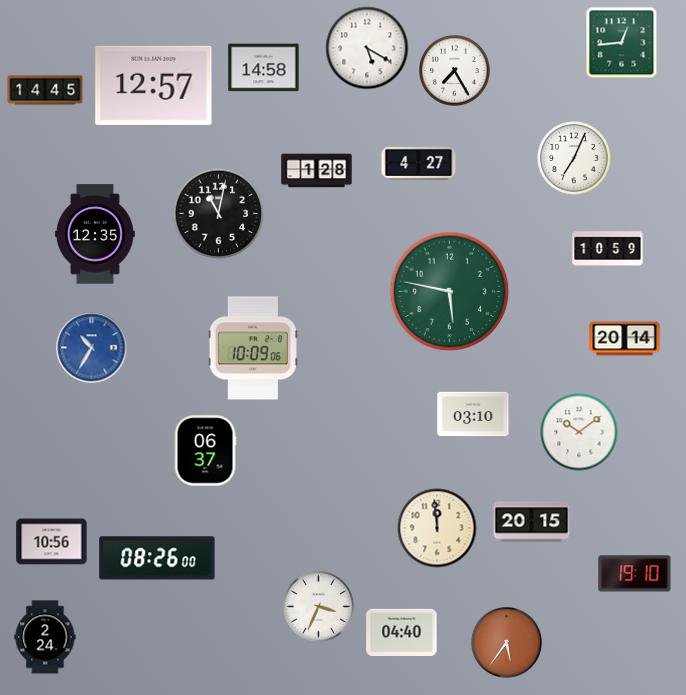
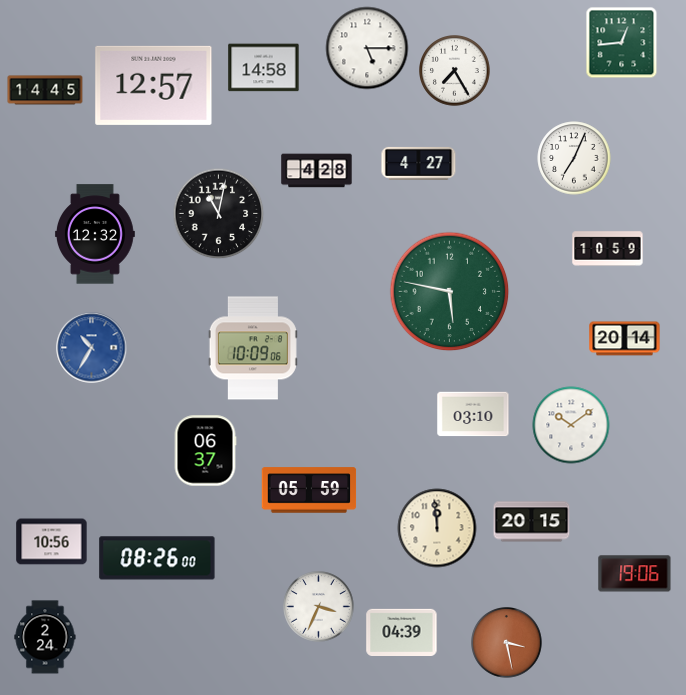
clock at (367, 48): 5:20 -> 5:15
clock at (317, 171): 1:28 -> 4:28
clock at (95, 234): 12:35 -> 12:32
clock at (579, 432) position: (579, 432) -> (571, 425)
clock at (309, 490): none -> 05:59
clock at (635, 574): 19:10 -> 19:06
clock at (402, 632): 04:40 -> 04:39
clock at (507, 643): 5:36 -> 3:28
